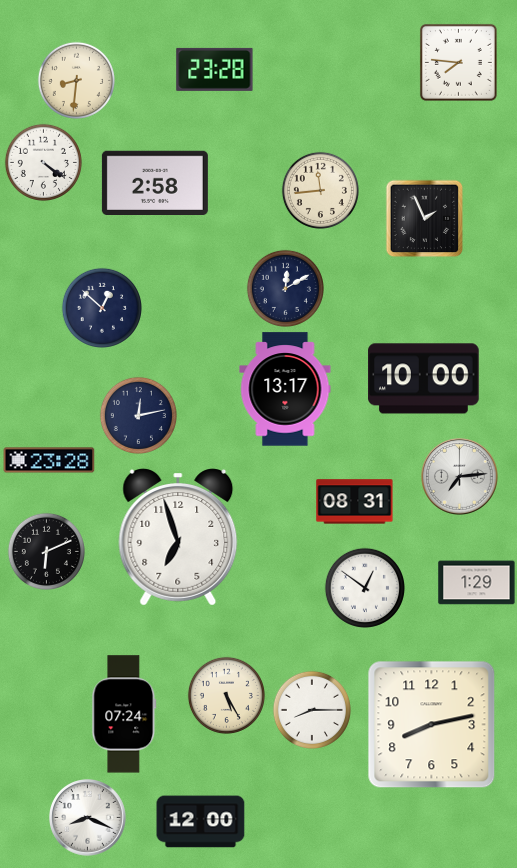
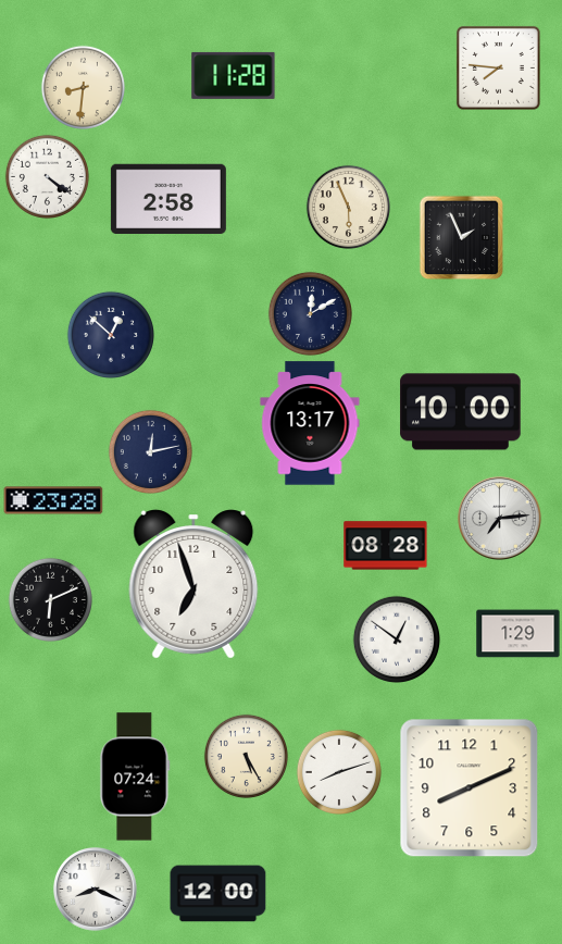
clock at (215, 69): 23:28 -> 11:28
clock at (320, 190): 11:44 -> 5:56
clock at (355, 502): 08:31 -> 08:28
clock at (312, 710): 8:15 -> 8:12
clock at (432, 725): 8:13 -> 8:11
